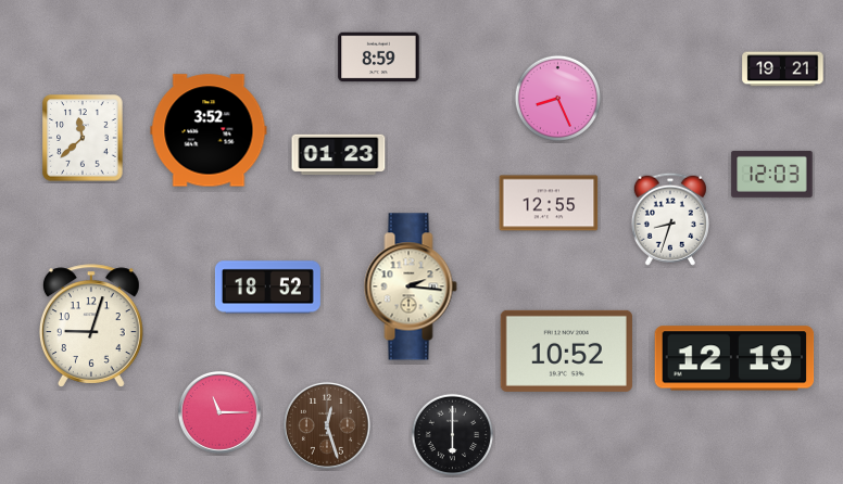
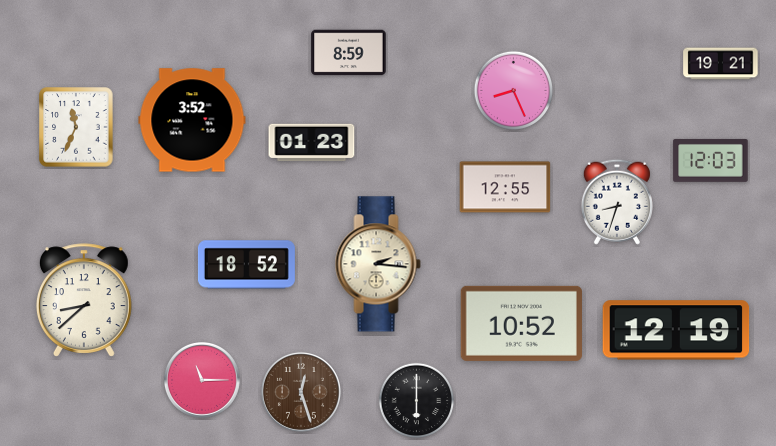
clock at (83, 138): 11:38 -> 11:34
clock at (91, 326): 9:03 -> 8:38
